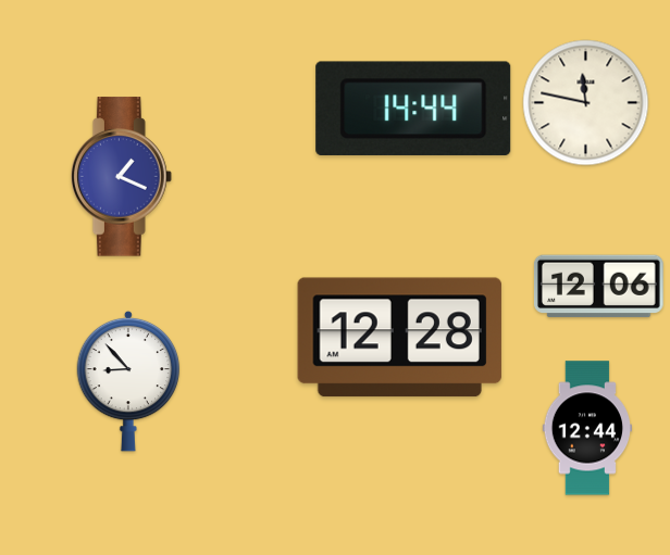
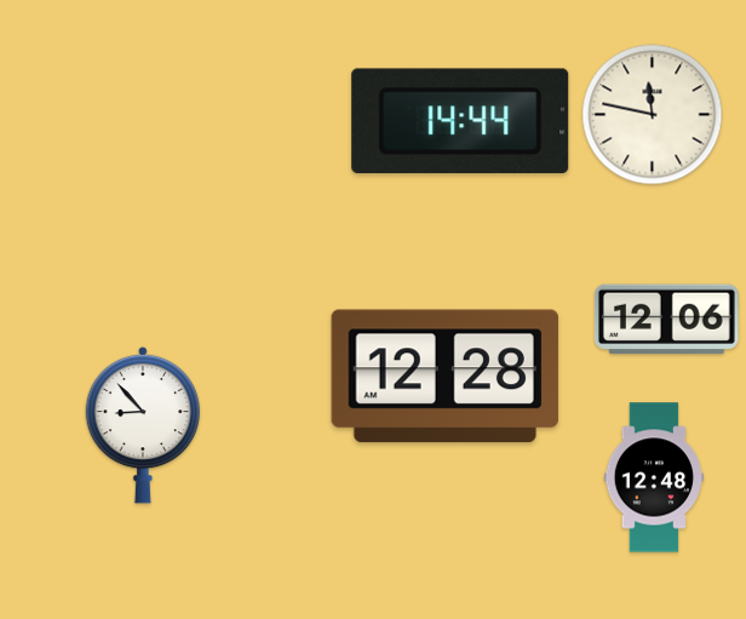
clock at (122, 177): 1:19 -> none
clock at (587, 428): 12:44 -> 12:48
